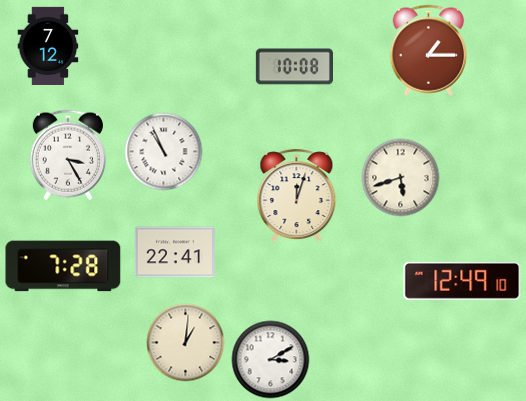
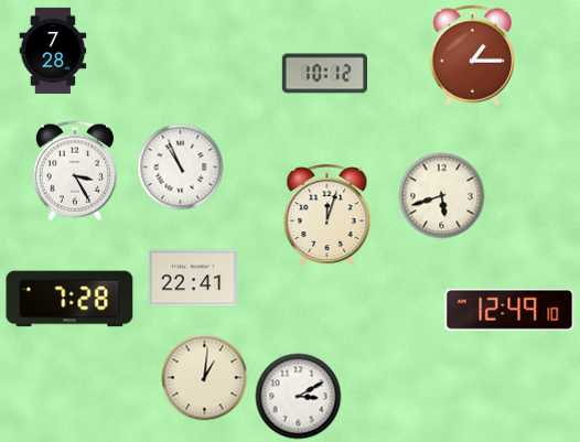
clock at (48, 46): 7:12 -> 7:28
clock at (294, 67): 10:08 -> 10:12
clock at (63, 266) position: (63, 266) -> (69, 299)
